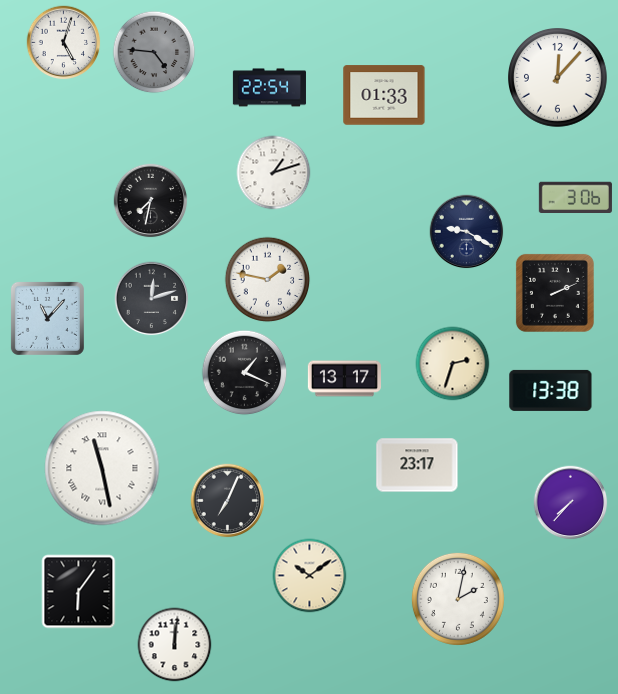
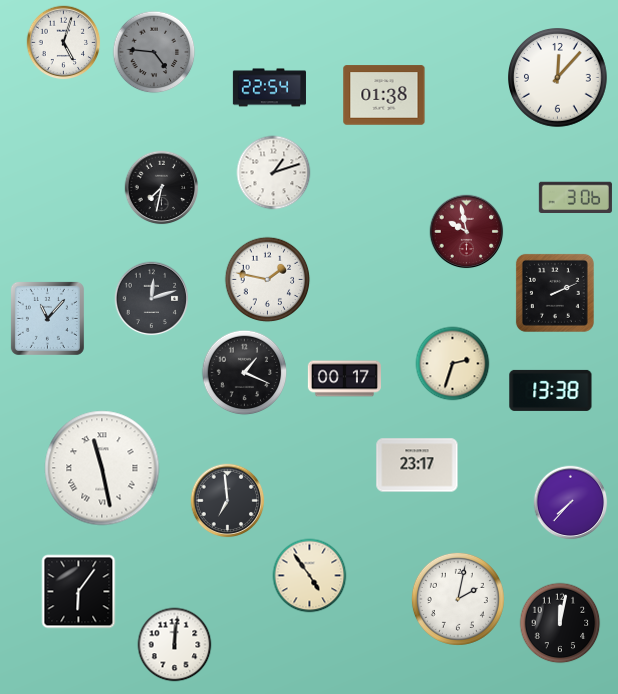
clock at (384, 95): 01:33 -> 01:38
clock at (151, 201) position: (151, 201) -> (162, 188)
clock at (467, 232): 9:20 -> 9:58
clock at (467, 232) dial: navy -> burgundy
clock at (344, 379): 13:17 -> 00:17
clock at (228, 501): 7:04 -> 6:59
clock at (310, 576): 10:09 -> 4:54
clock at (560, 623): none -> 12:02
